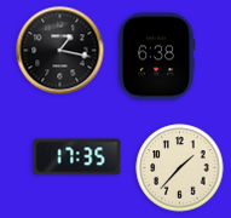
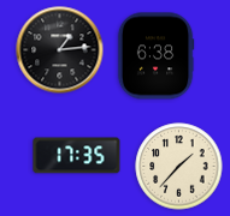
clock at (60, 51): 1:17 -> 1:14
